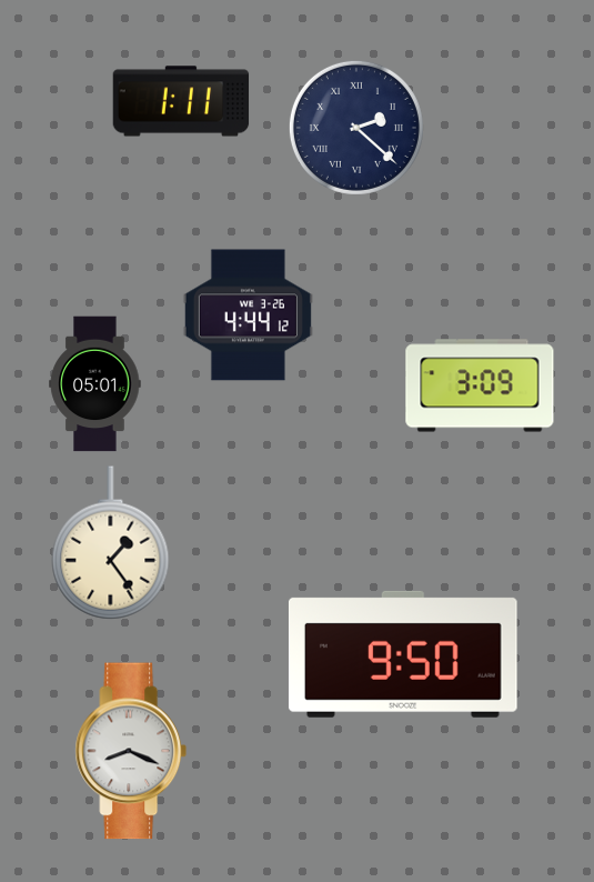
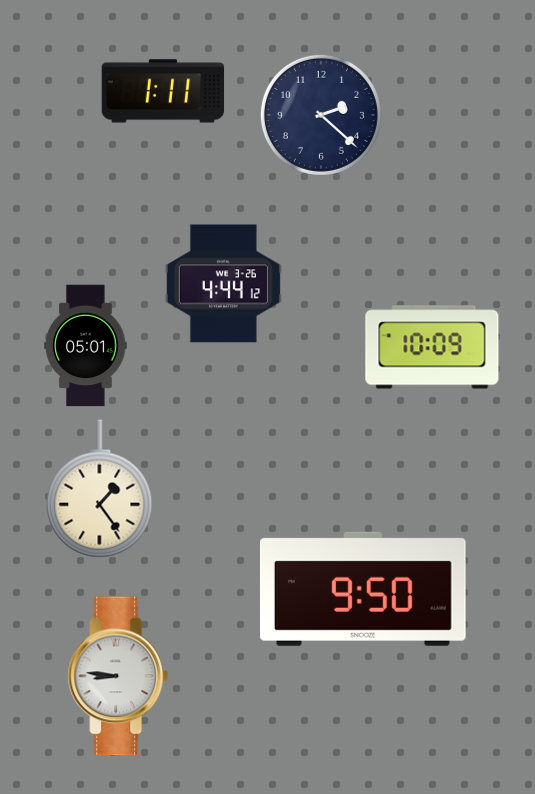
clock at (356, 128) numerals: Roman -> Arabic
clock at (480, 385): 3:09 -> 10:09
clock at (131, 751): 8:19 -> 8:46
